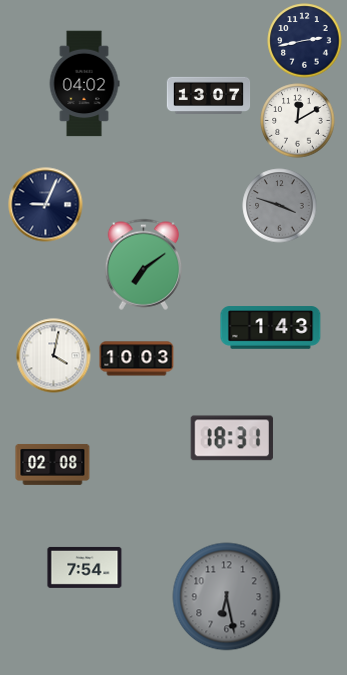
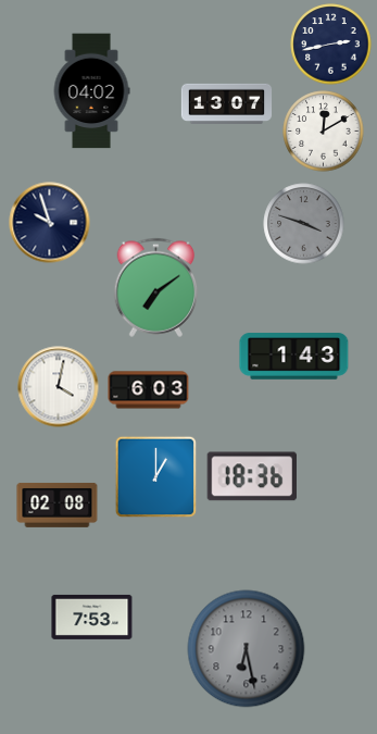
clock at (46, 205): 9:04 -> 9:57
clock at (137, 359): 10:03 -> 6:03
clock at (155, 476): none -> 1:00
clock at (232, 438): 18:31 -> 18:36
clock at (85, 567): 7:54 -> 7:53
